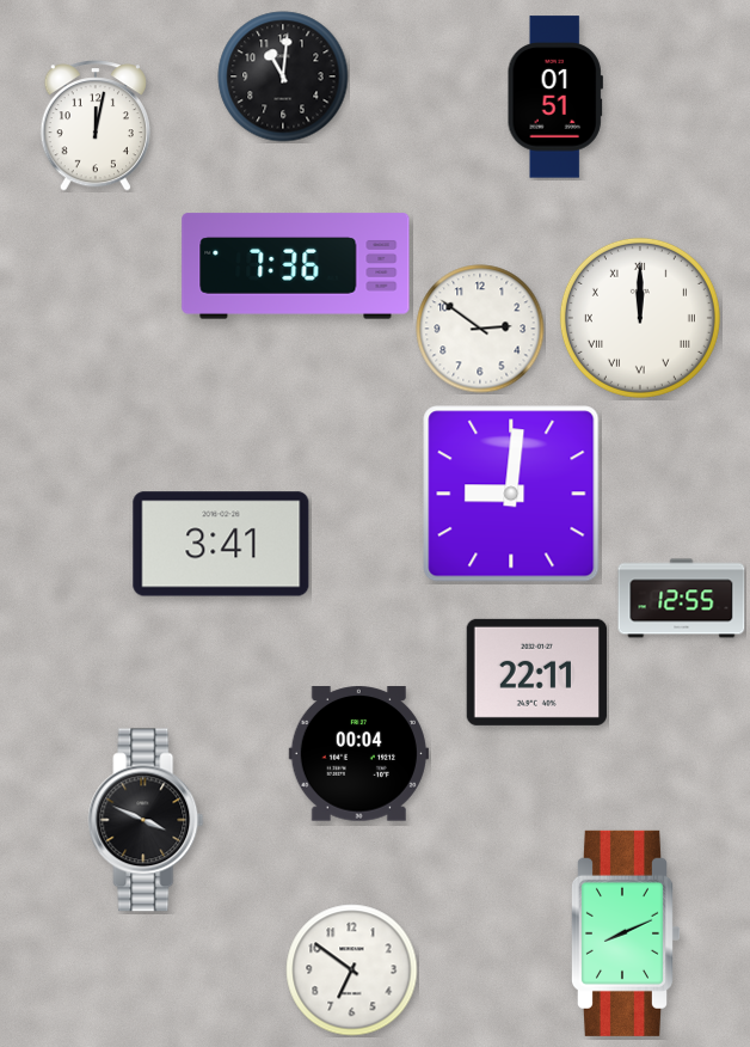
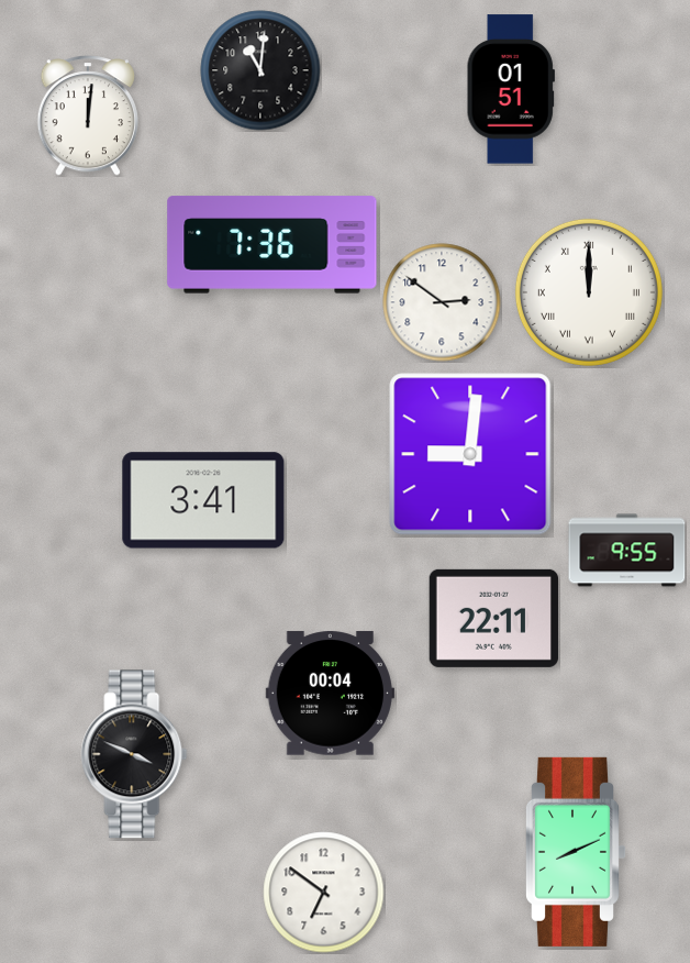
clock at (96, 125): 12:02 -> 12:01
clock at (682, 599): 12:55 -> 9:55
clock at (625, 933) position: (625, 933) -> (575, 852)
